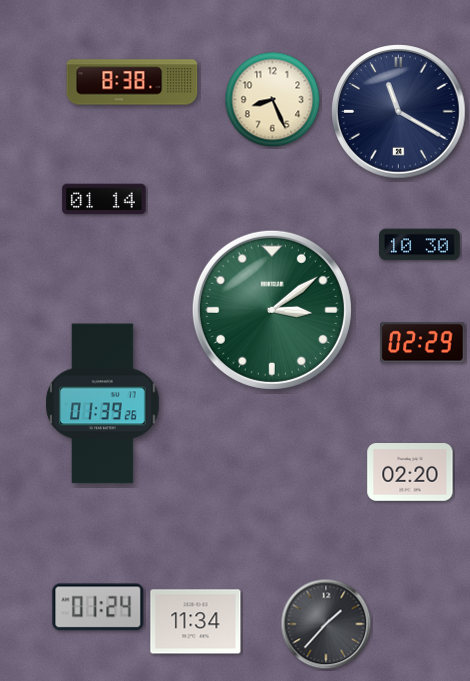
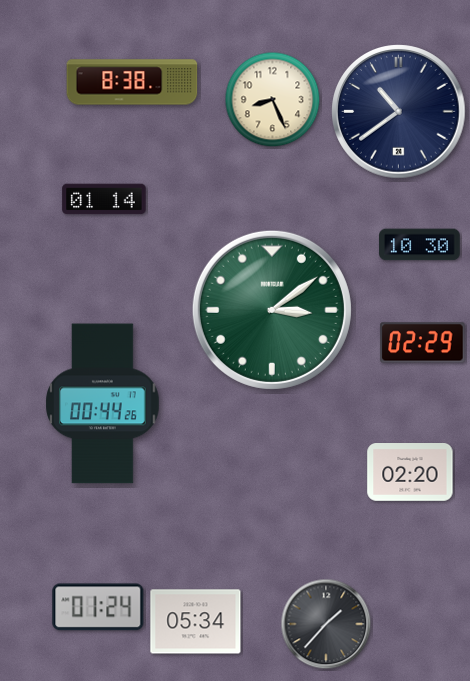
clock at (399, 112): 11:20 -> 10:39
clock at (103, 404): 01:39 -> 00:44
clock at (196, 622): 11:34 -> 05:34
